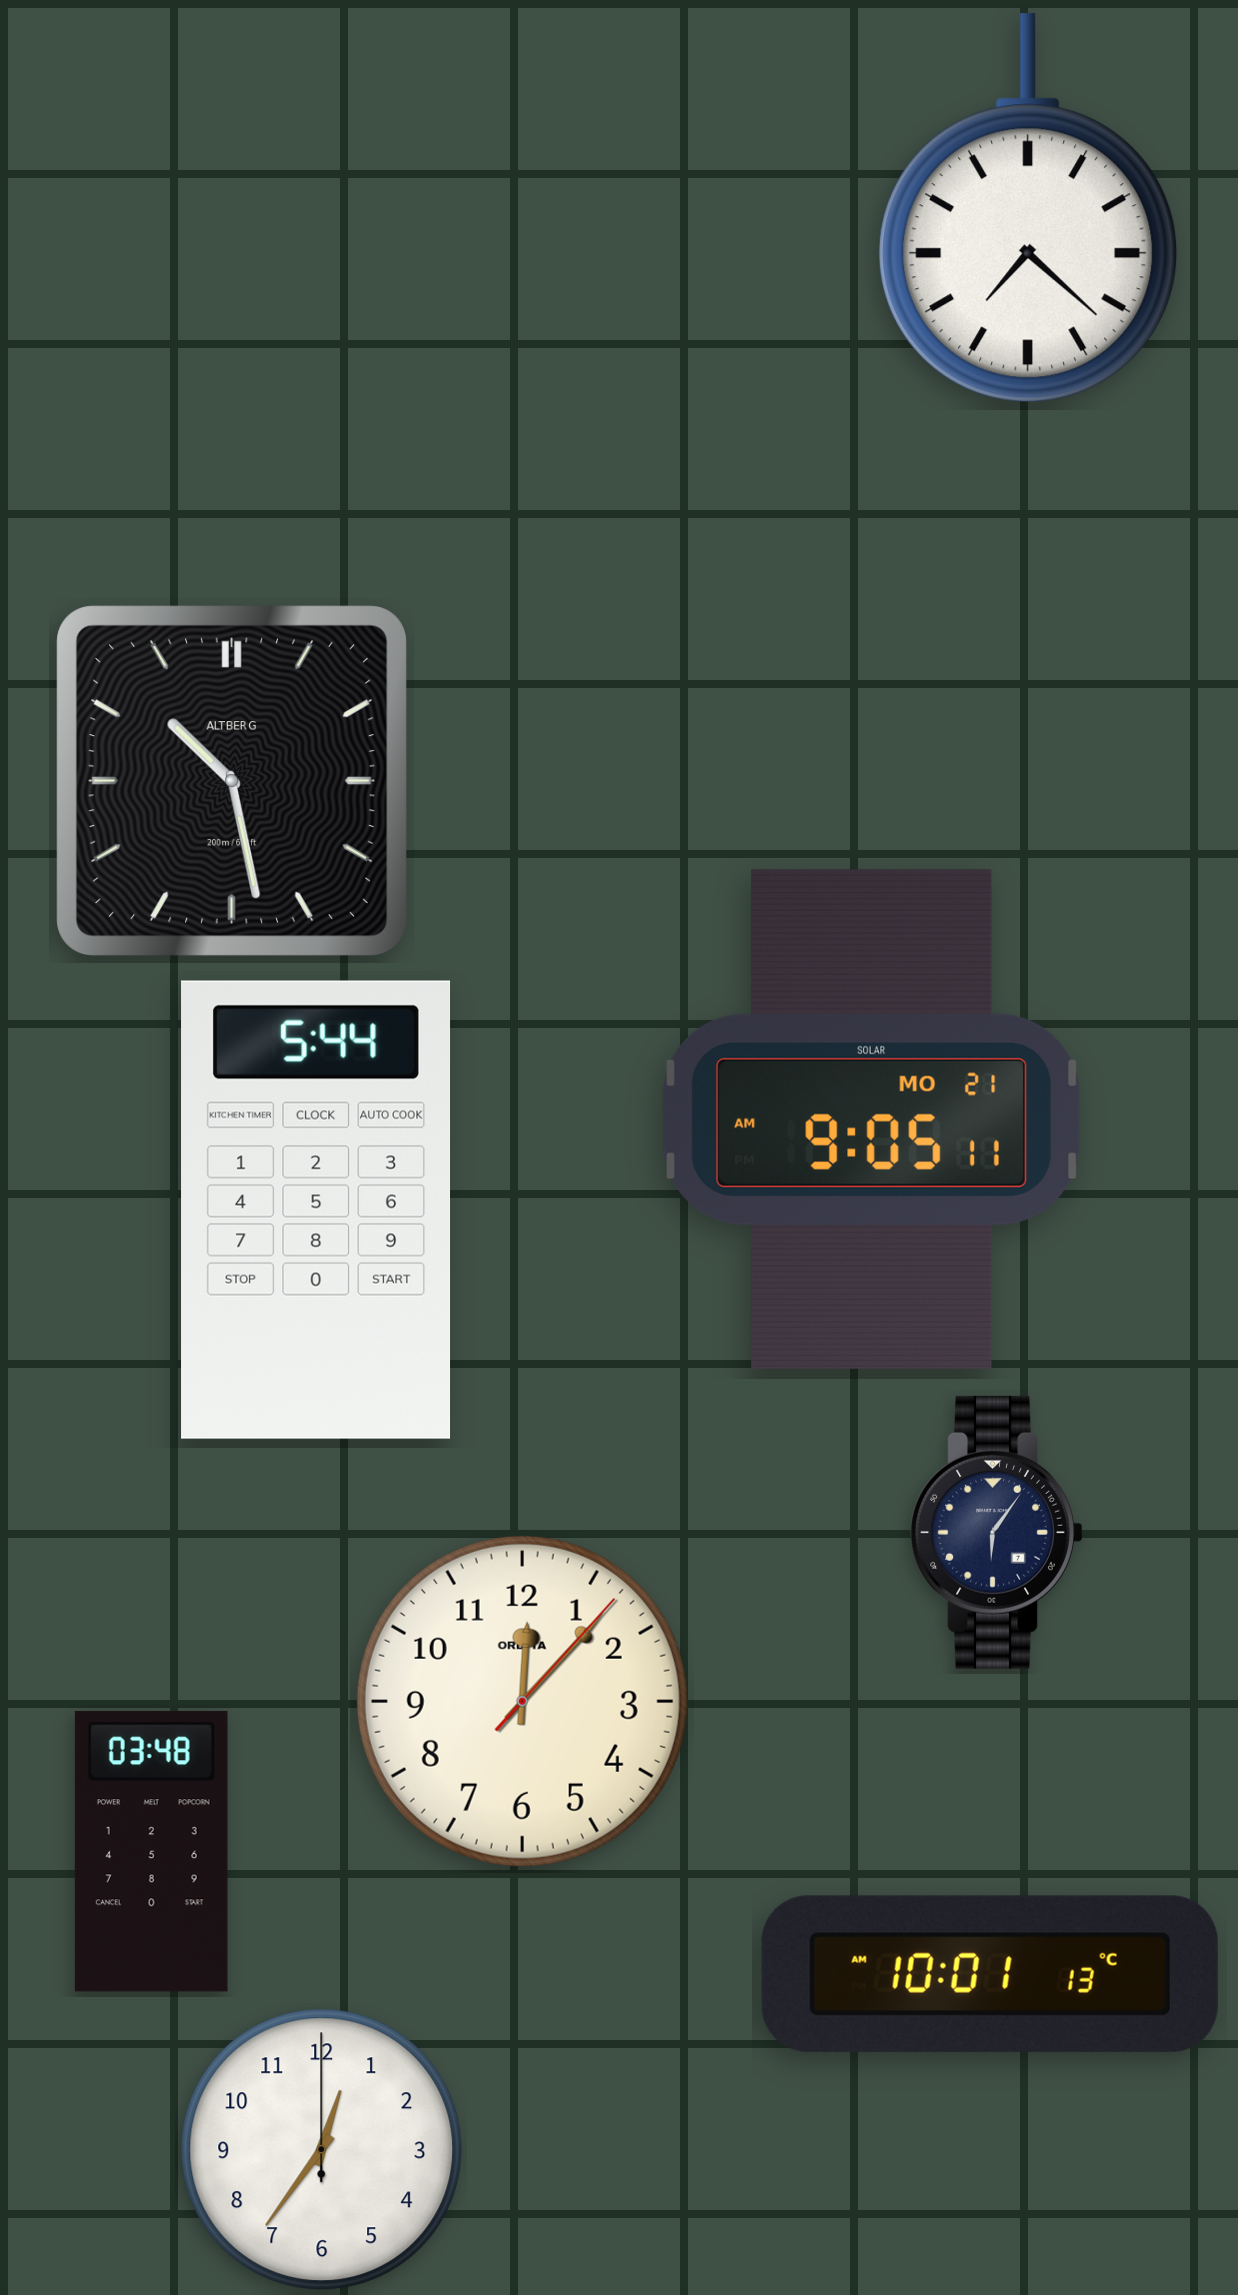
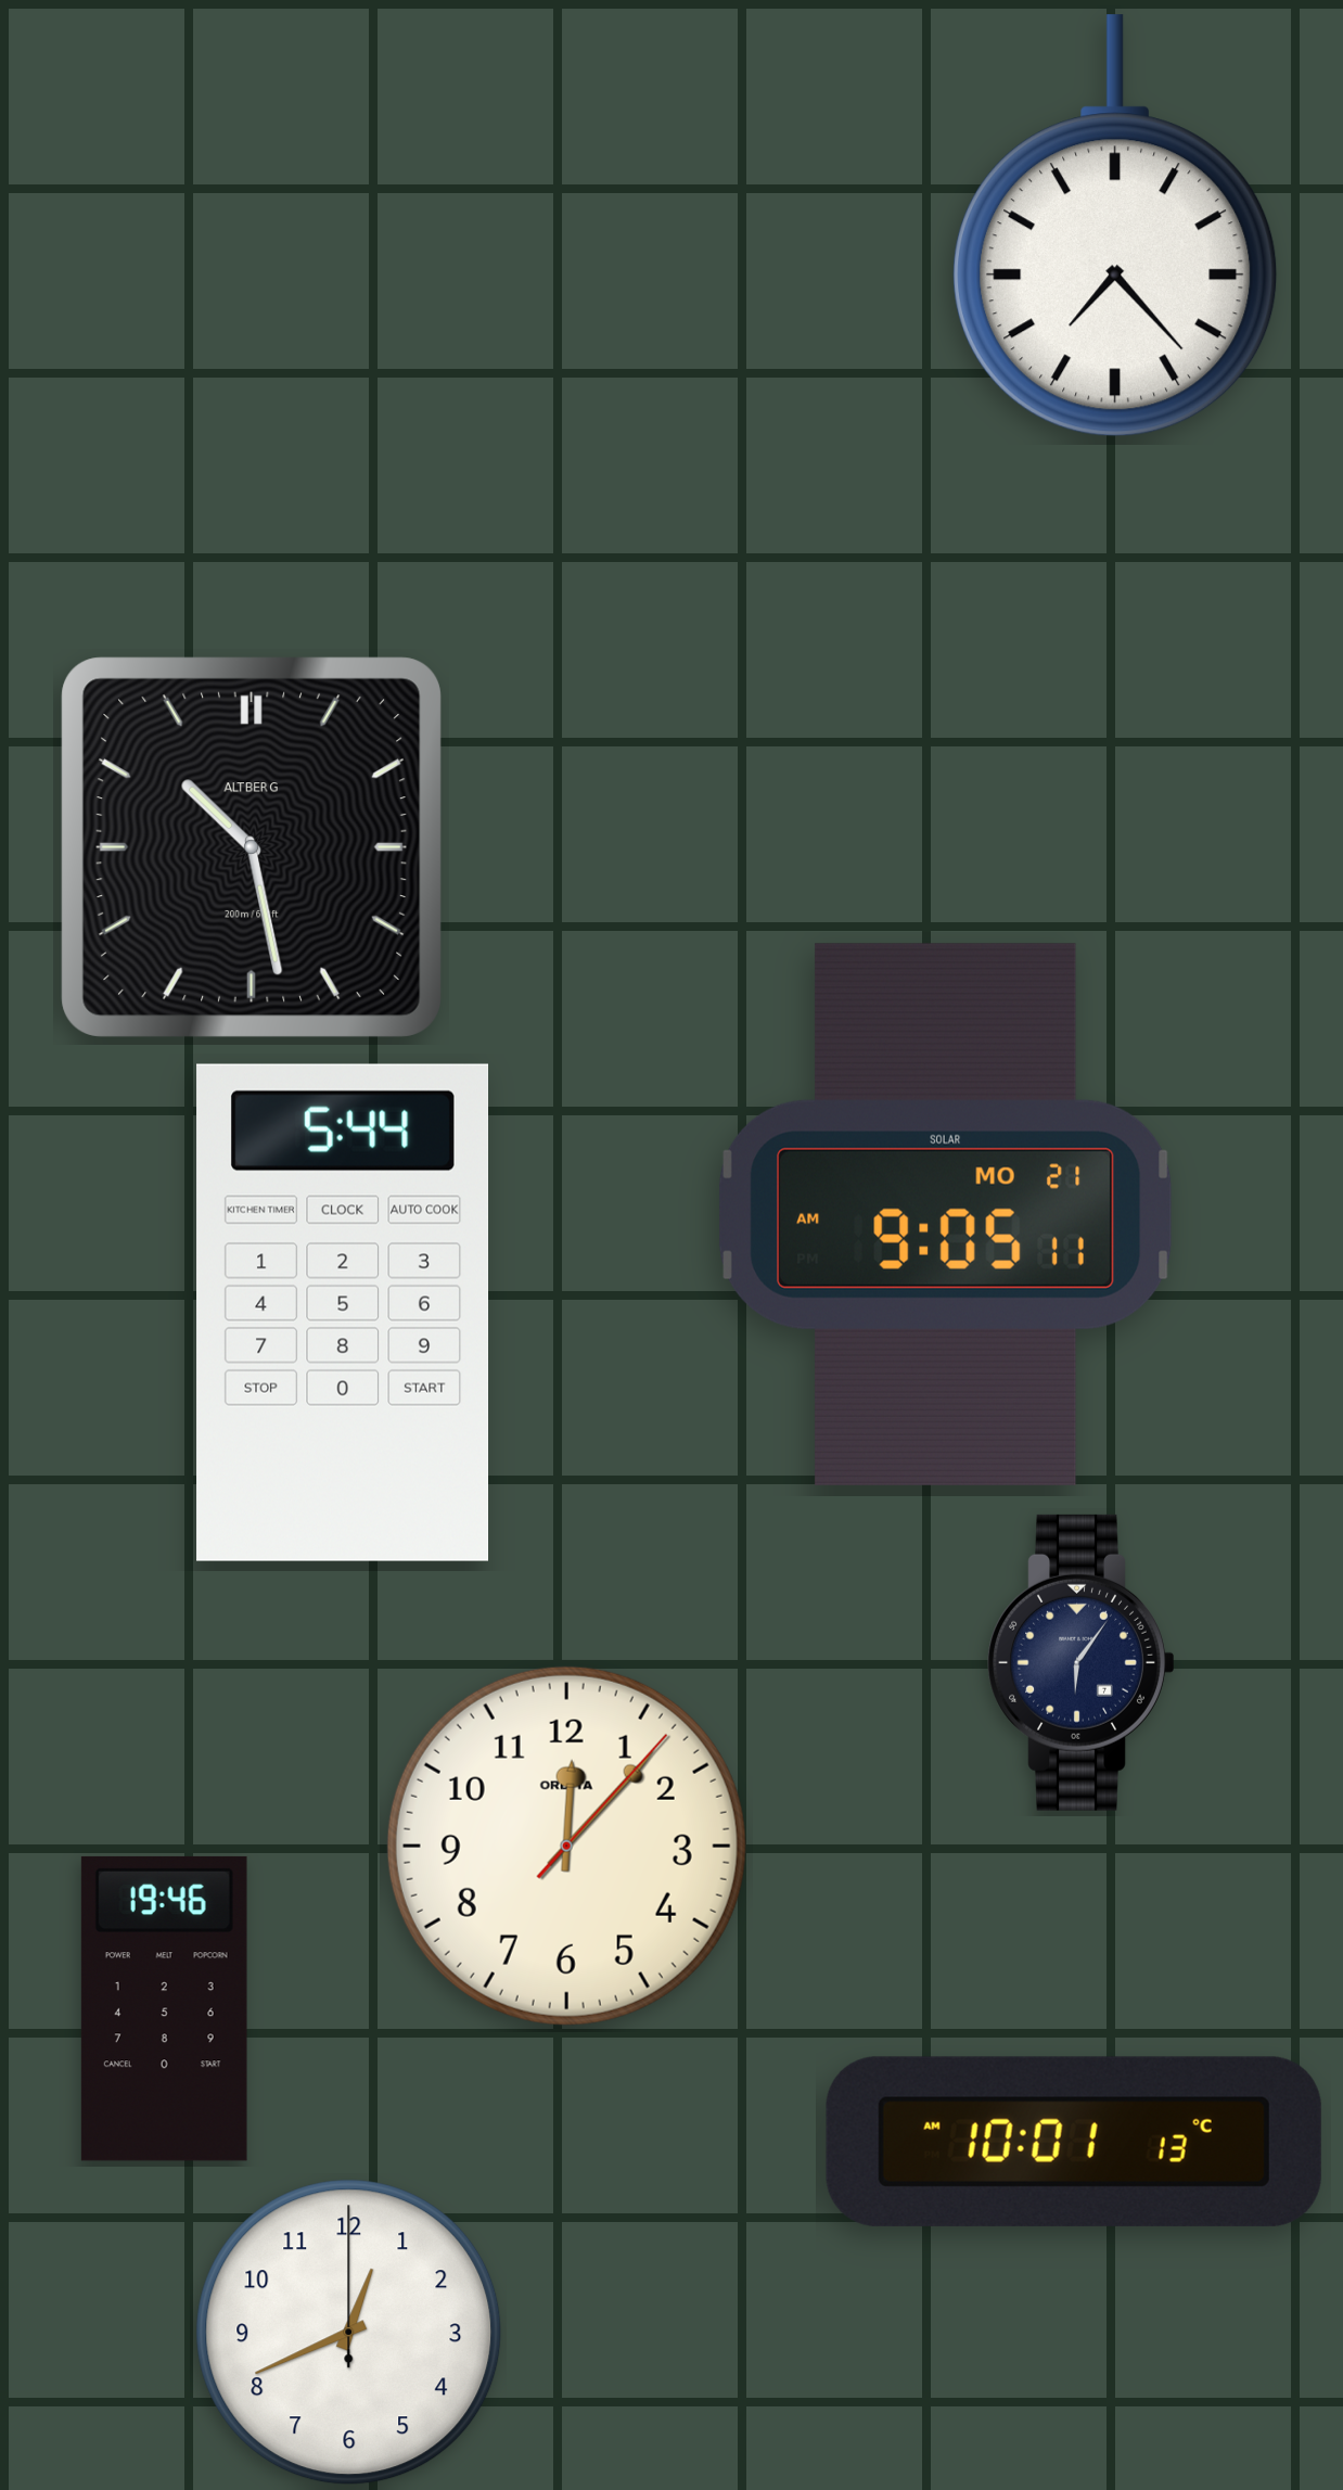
clock at (1028, 208): 7:22 -> 7:23
clock at (151, 1851): 03:48 -> 19:46
clock at (322, 2150): 12:36 -> 12:41
